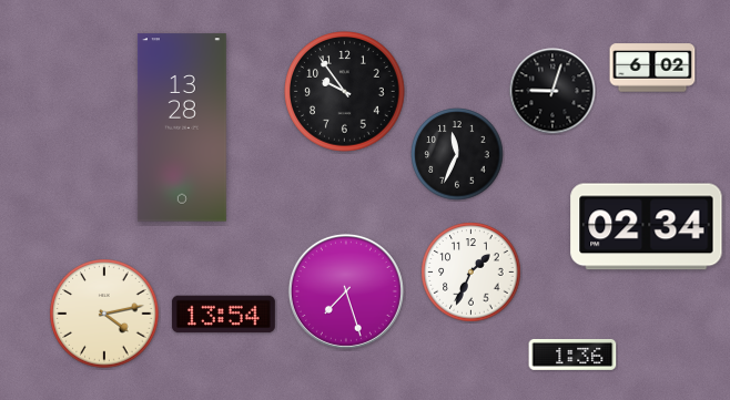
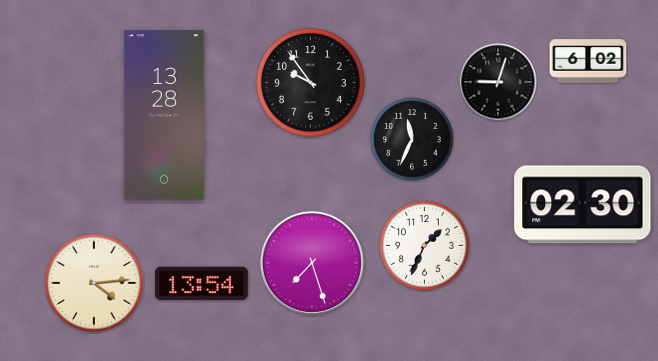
clock at (647, 227): 02:34 -> 02:30
clock at (104, 314): 4:13 -> 4:14
clock at (572, 355): 1:36 -> none
